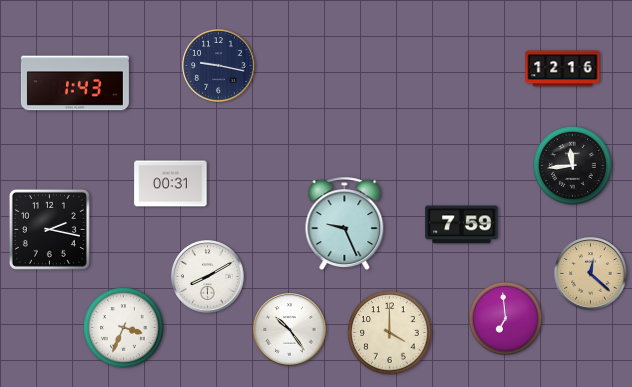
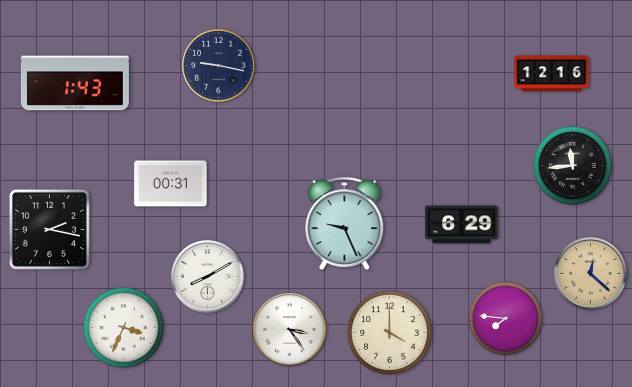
clock at (563, 69) position: (563, 69) -> (552, 74)
clock at (462, 225): 7:59 -> 6:29
clock at (505, 318): 6:59 -> 7:46
clock at (290, 330): 10:24 -> 3:24
